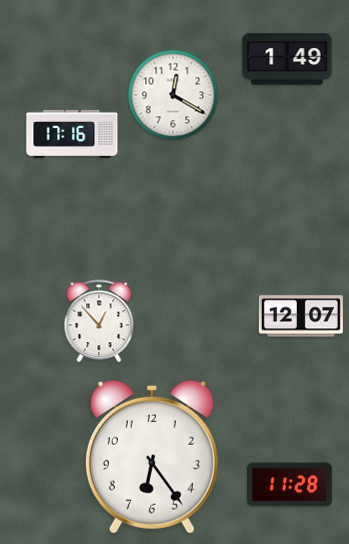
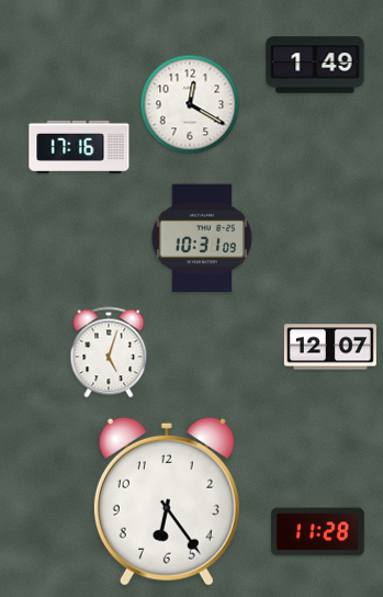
clock at (202, 238): none -> 10:31
clock at (99, 321): 12:53 -> 5:03
